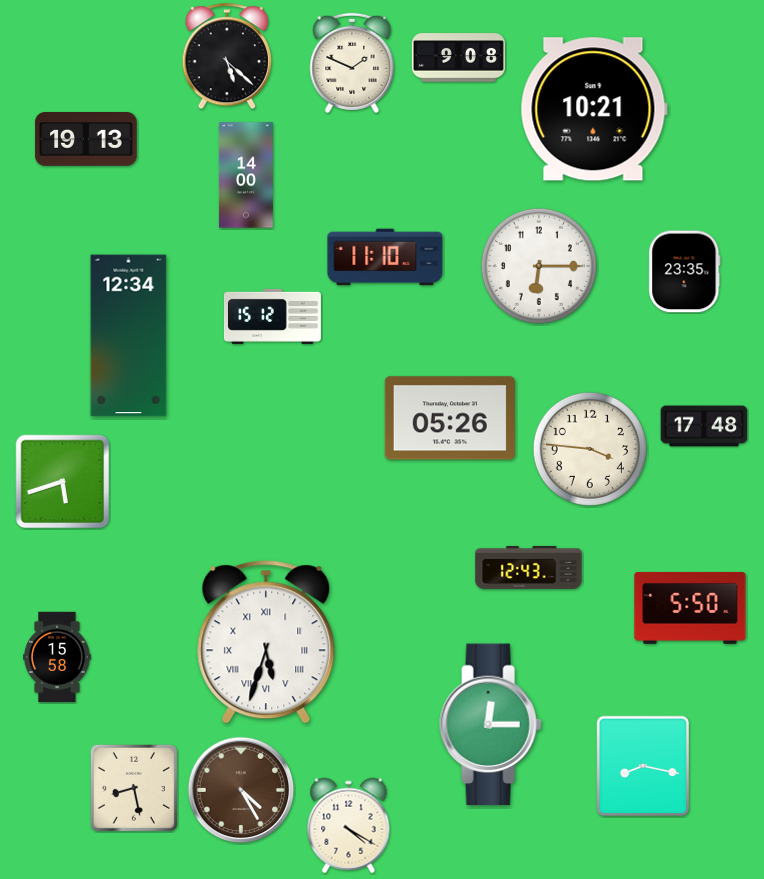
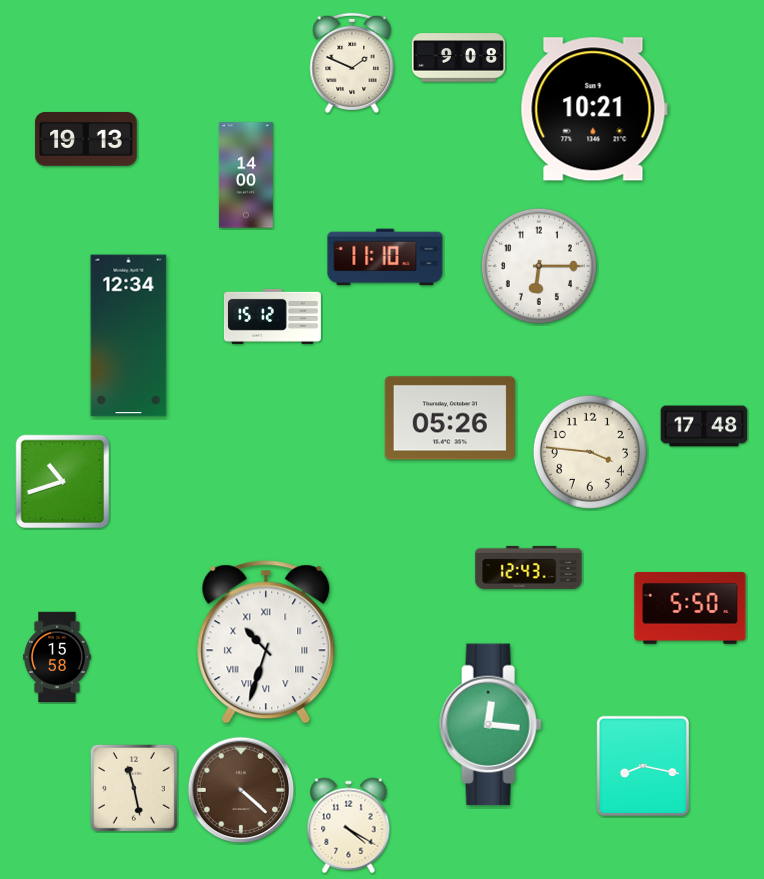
clock at (227, 57): 5:22 -> none
clock at (685, 272): 23:35 -> none
clock at (590, 449) position: (590, 449) -> (590, 452)
clock at (63, 482): 5:42 -> 10:42
clock at (266, 642): 5:33 -> 10:33
clock at (491, 725): 12:15 -> 12:16
clock at (134, 788): 8:28 -> 11:28
clock at (241, 790): 4:25 -> 4:22
